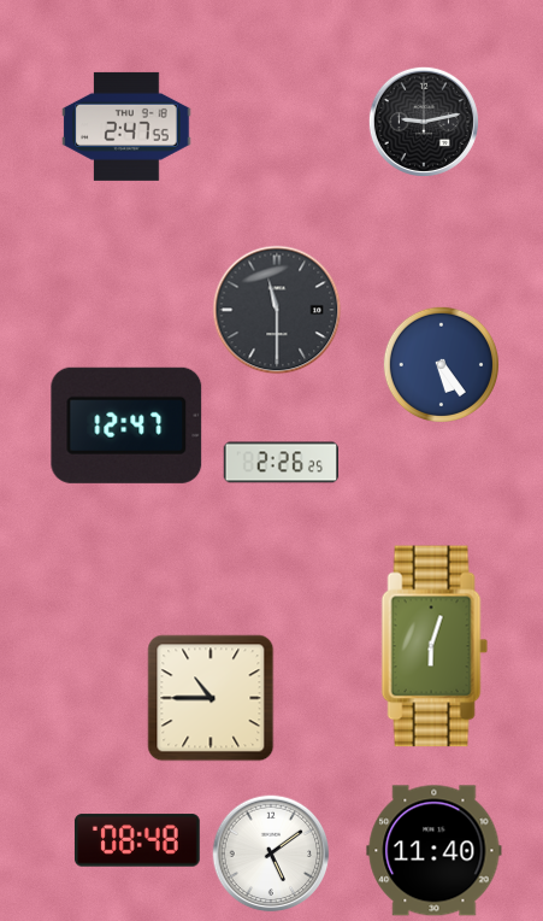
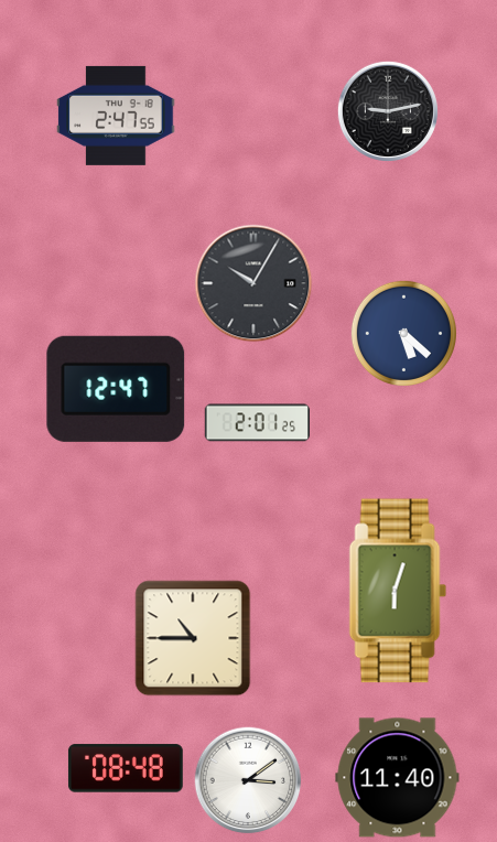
clock at (277, 310): 11:30 -> 10:05
clock at (441, 364): 5:24 -> 5:22
clock at (281, 463): 2:26 -> 2:01
clock at (271, 853): 5:09 -> 3:09
